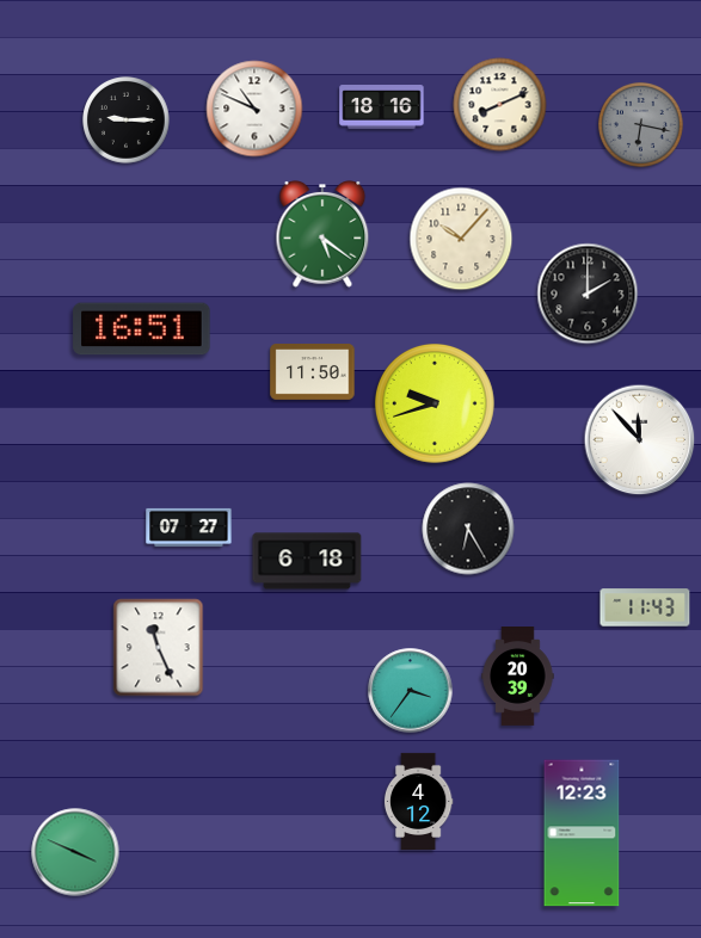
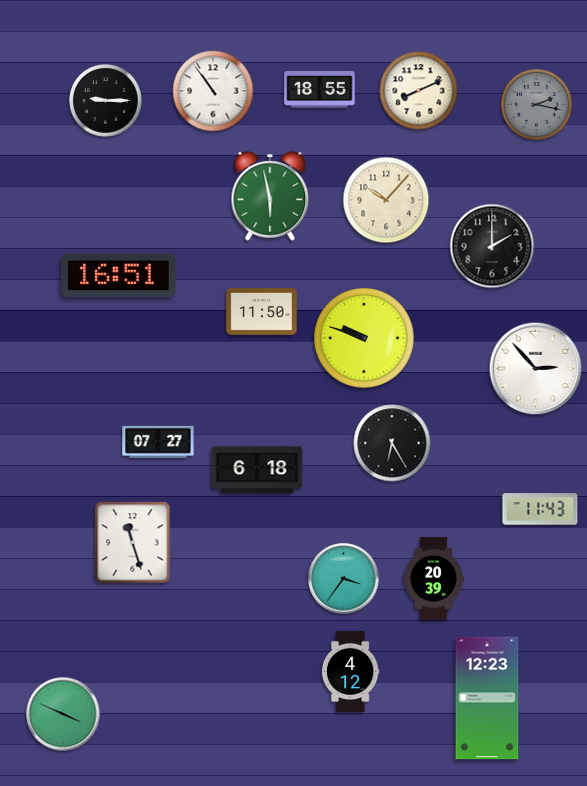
clock at (500, 105) position: (500, 105) -> (419, 91)
clock at (382, 107): 18:16 -> 18:55
clock at (254, 109): 10:49 -> 10:54
clock at (640, 124): 6:17 -> 2:17
clock at (322, 235): 5:21 -> 5:58
clock at (435, 403): 9:42 -> 9:48
clock at (640, 440): 11:53 -> 2:53
clock at (159, 648): 11:26 -> 11:27
clock at (518, 677) position: (518, 677) -> (434, 579)
